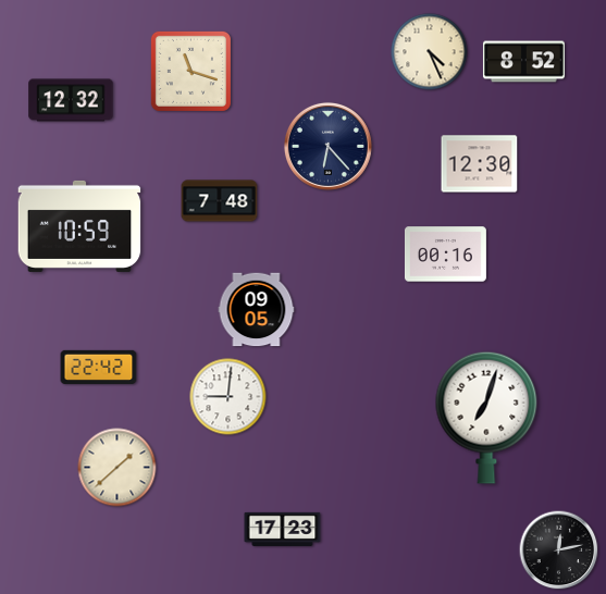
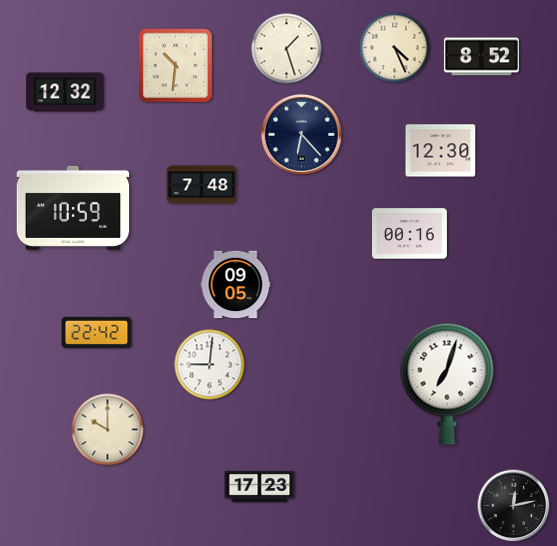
clock at (287, 49): none -> 1:27
clock at (190, 71): 11:18 -> 10:31
clock at (99, 367) position: (99, 367) -> (97, 332)
clock at (118, 468): 1:38 -> 10:00
